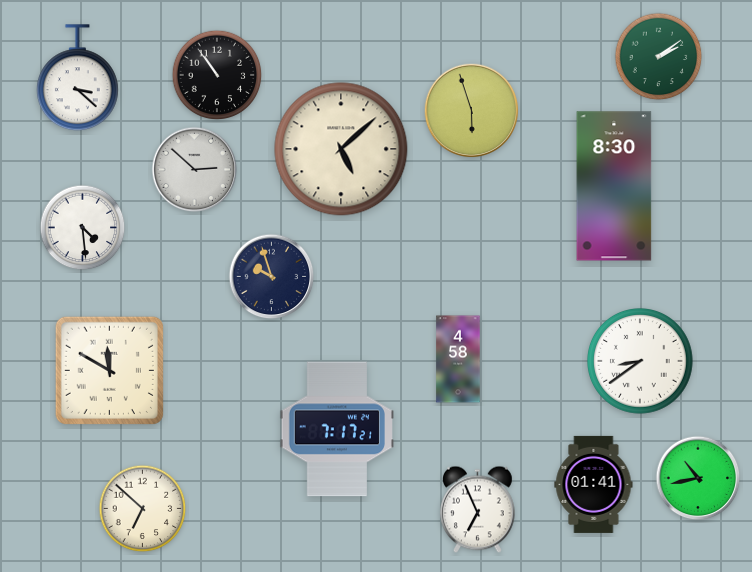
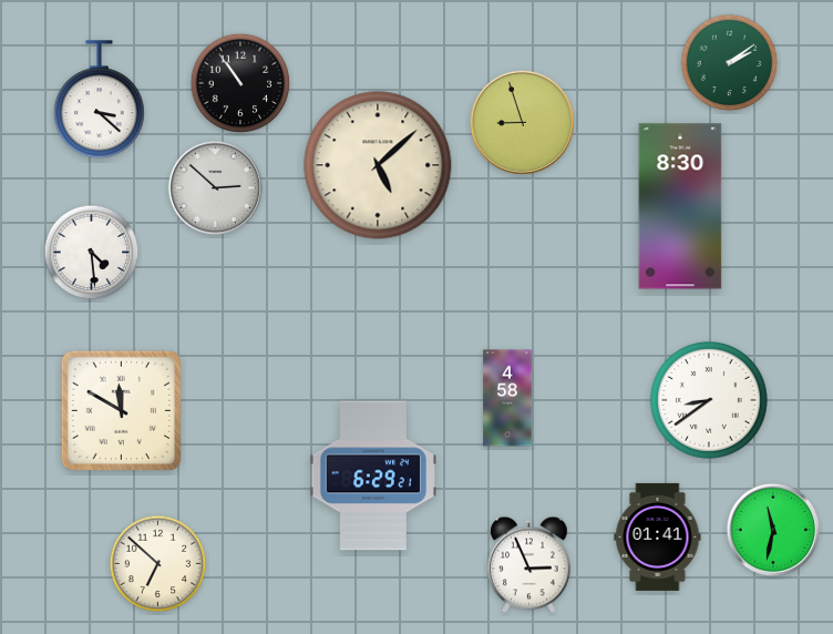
clock at (77, 78) position: (77, 78) -> (99, 100)
clock at (472, 111): 5:57 -> 8:57
clock at (272, 277): 9:57 -> none
clock at (337, 429): 7:17 -> 6:29
clock at (698, 478): 10:43 -> 11:32
clock at (478, 510): 6:56 -> 2:56
